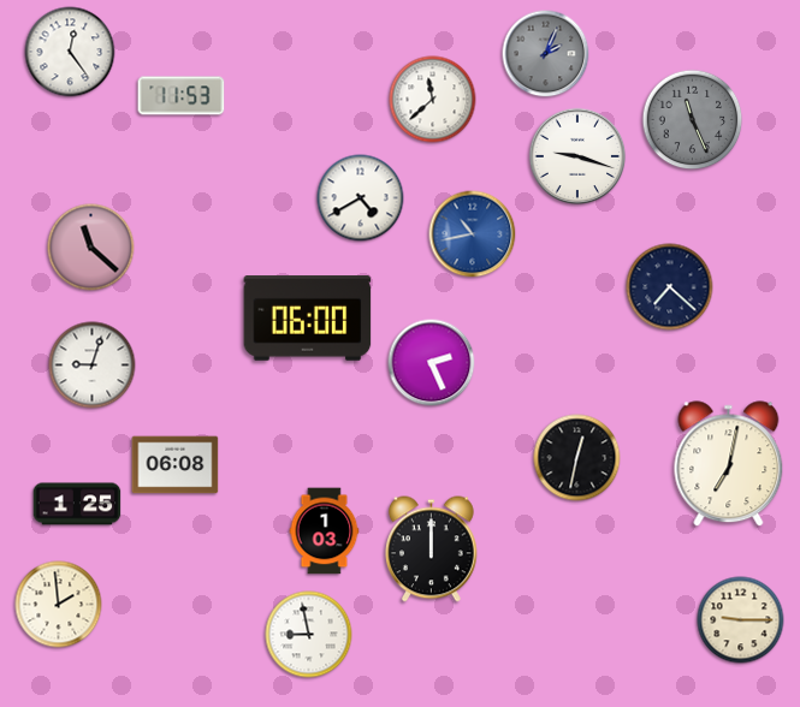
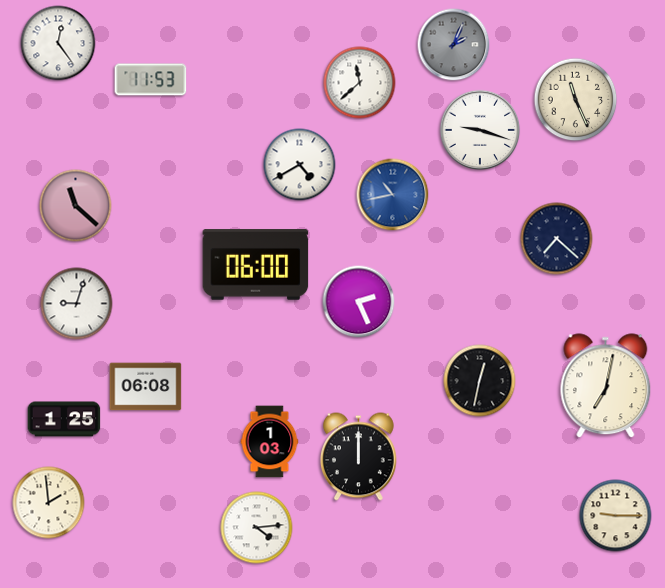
clock at (693, 120) dial: grey -> cream
clock at (309, 635): 8:58 -> 4:14
